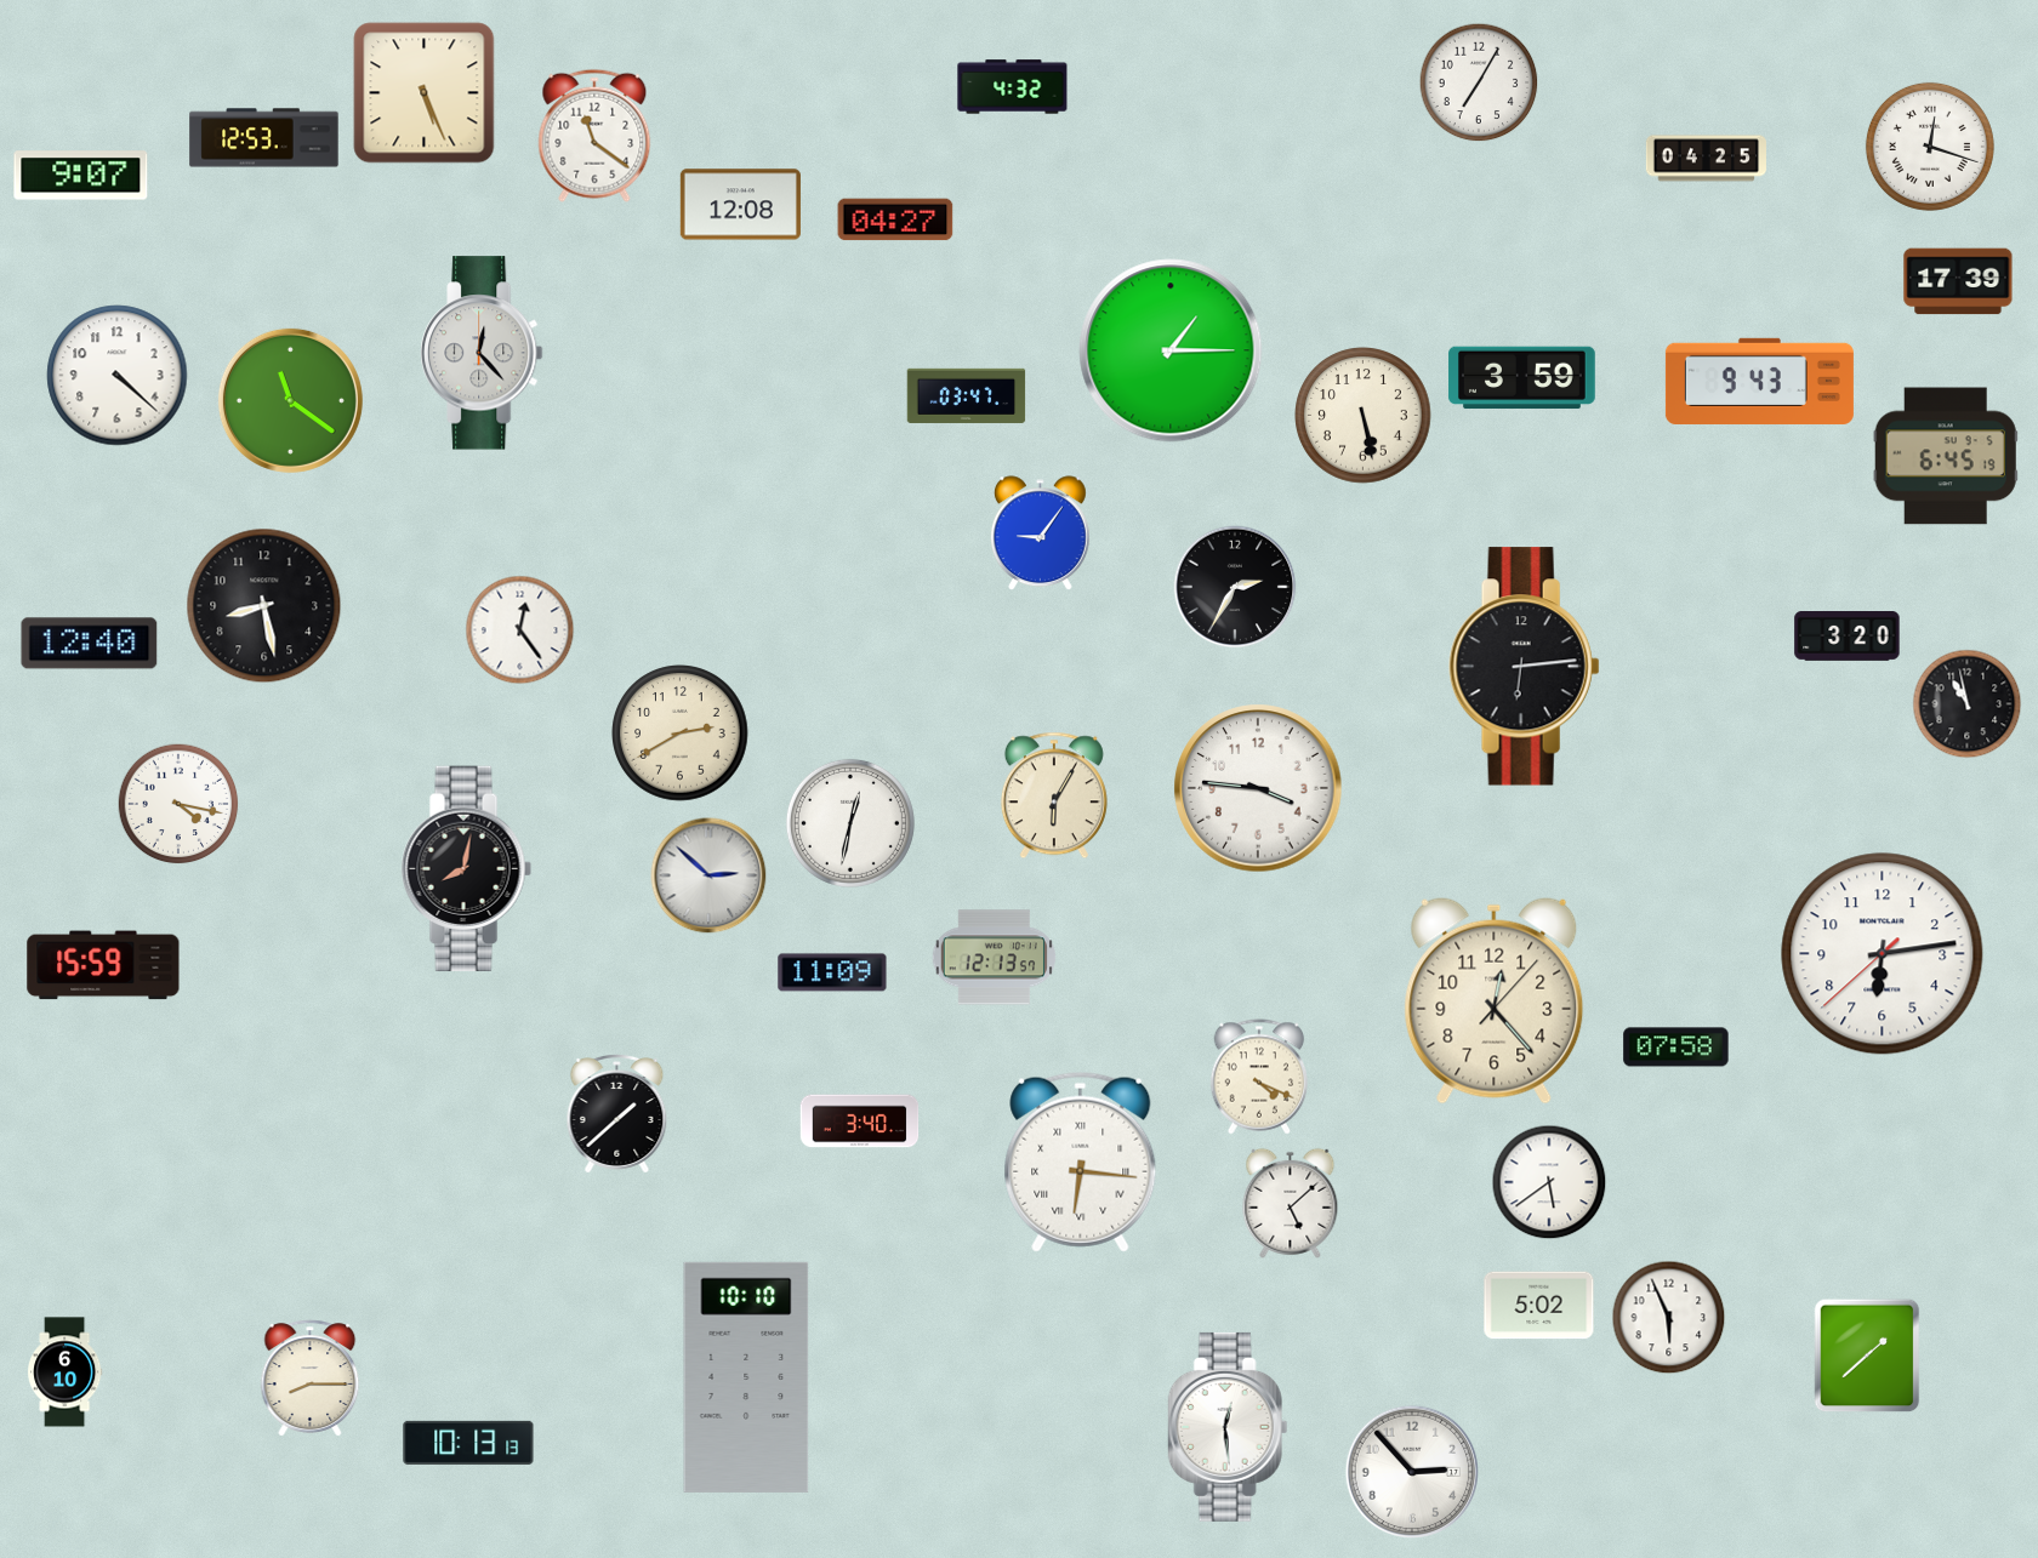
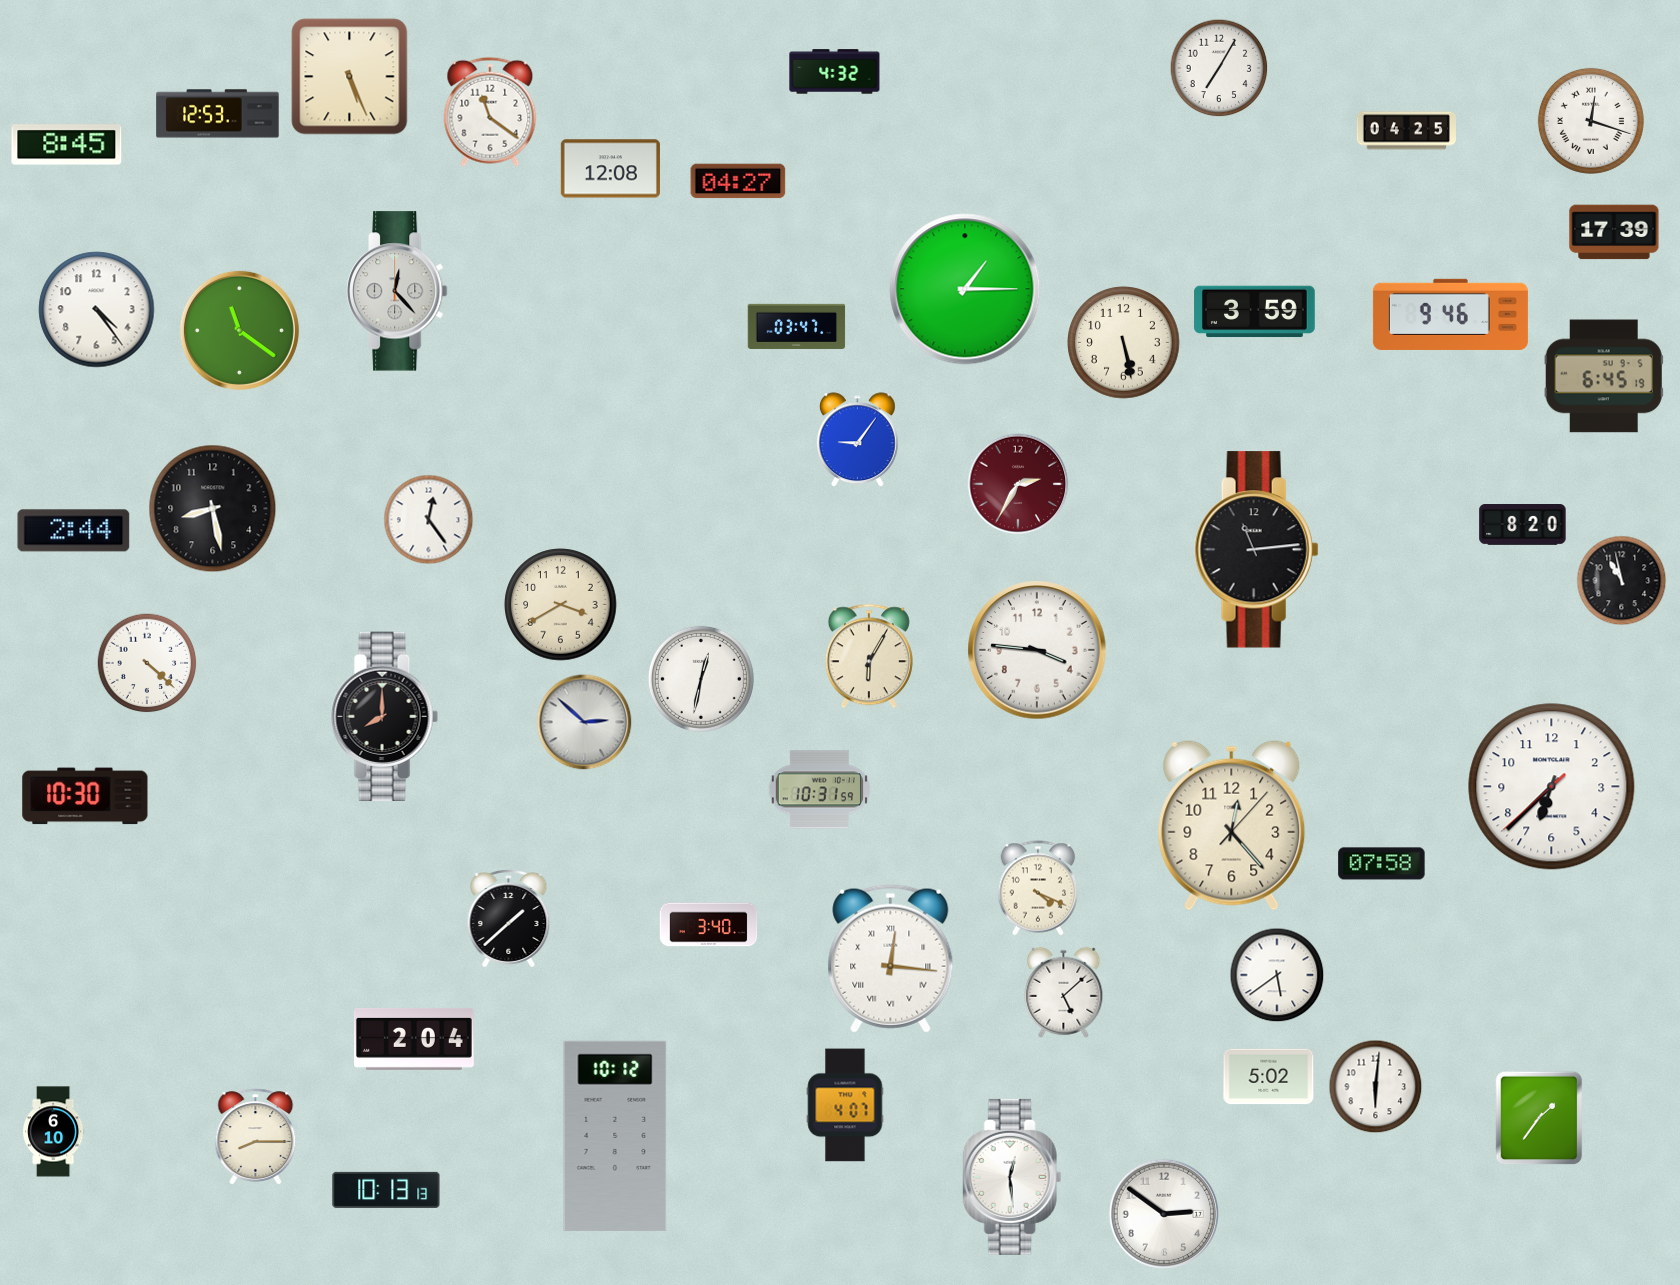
clock at (81, 176): 9:07 -> 8:45
clock at (118, 376): 4:22 -> 4:24
clock at (1759, 381): 9:43 -> 9:46
clock at (1235, 587) dial: black -> burgundy
clock at (264, 606) position: (264, 606) -> (213, 509)
clock at (1848, 637): 3:20 -> 8:20
clock at (90, 644): 12:40 -> 2:44
clock at (1525, 667): 6:14 -> 11:14
clock at (681, 734): 2:40 -> 3:40
clock at (178, 804): 4:17 -> 4:22
clock at (466, 869): 8:02 -> 8:00
clock at (1883, 954): 6:13 -> 6:37
clock at (994, 958): 12:13 -> 10:31
clock at (103, 965): 15:59 -> 10:30
clock at (832, 972): 11:09 -> none
clock at (1081, 1162): 6:16 -> 12:16
clock at (415, 1039): none -> 2:04
clock at (1669, 1318): 5:56 -> 6:01
clock at (845, 1105): none -> 4:07
clock at (1867, 1356): 1:38 -> 1:36
clock at (746, 1377): 10:10 -> 10:12
clock at (1411, 1471): 2:53 -> 2:51
